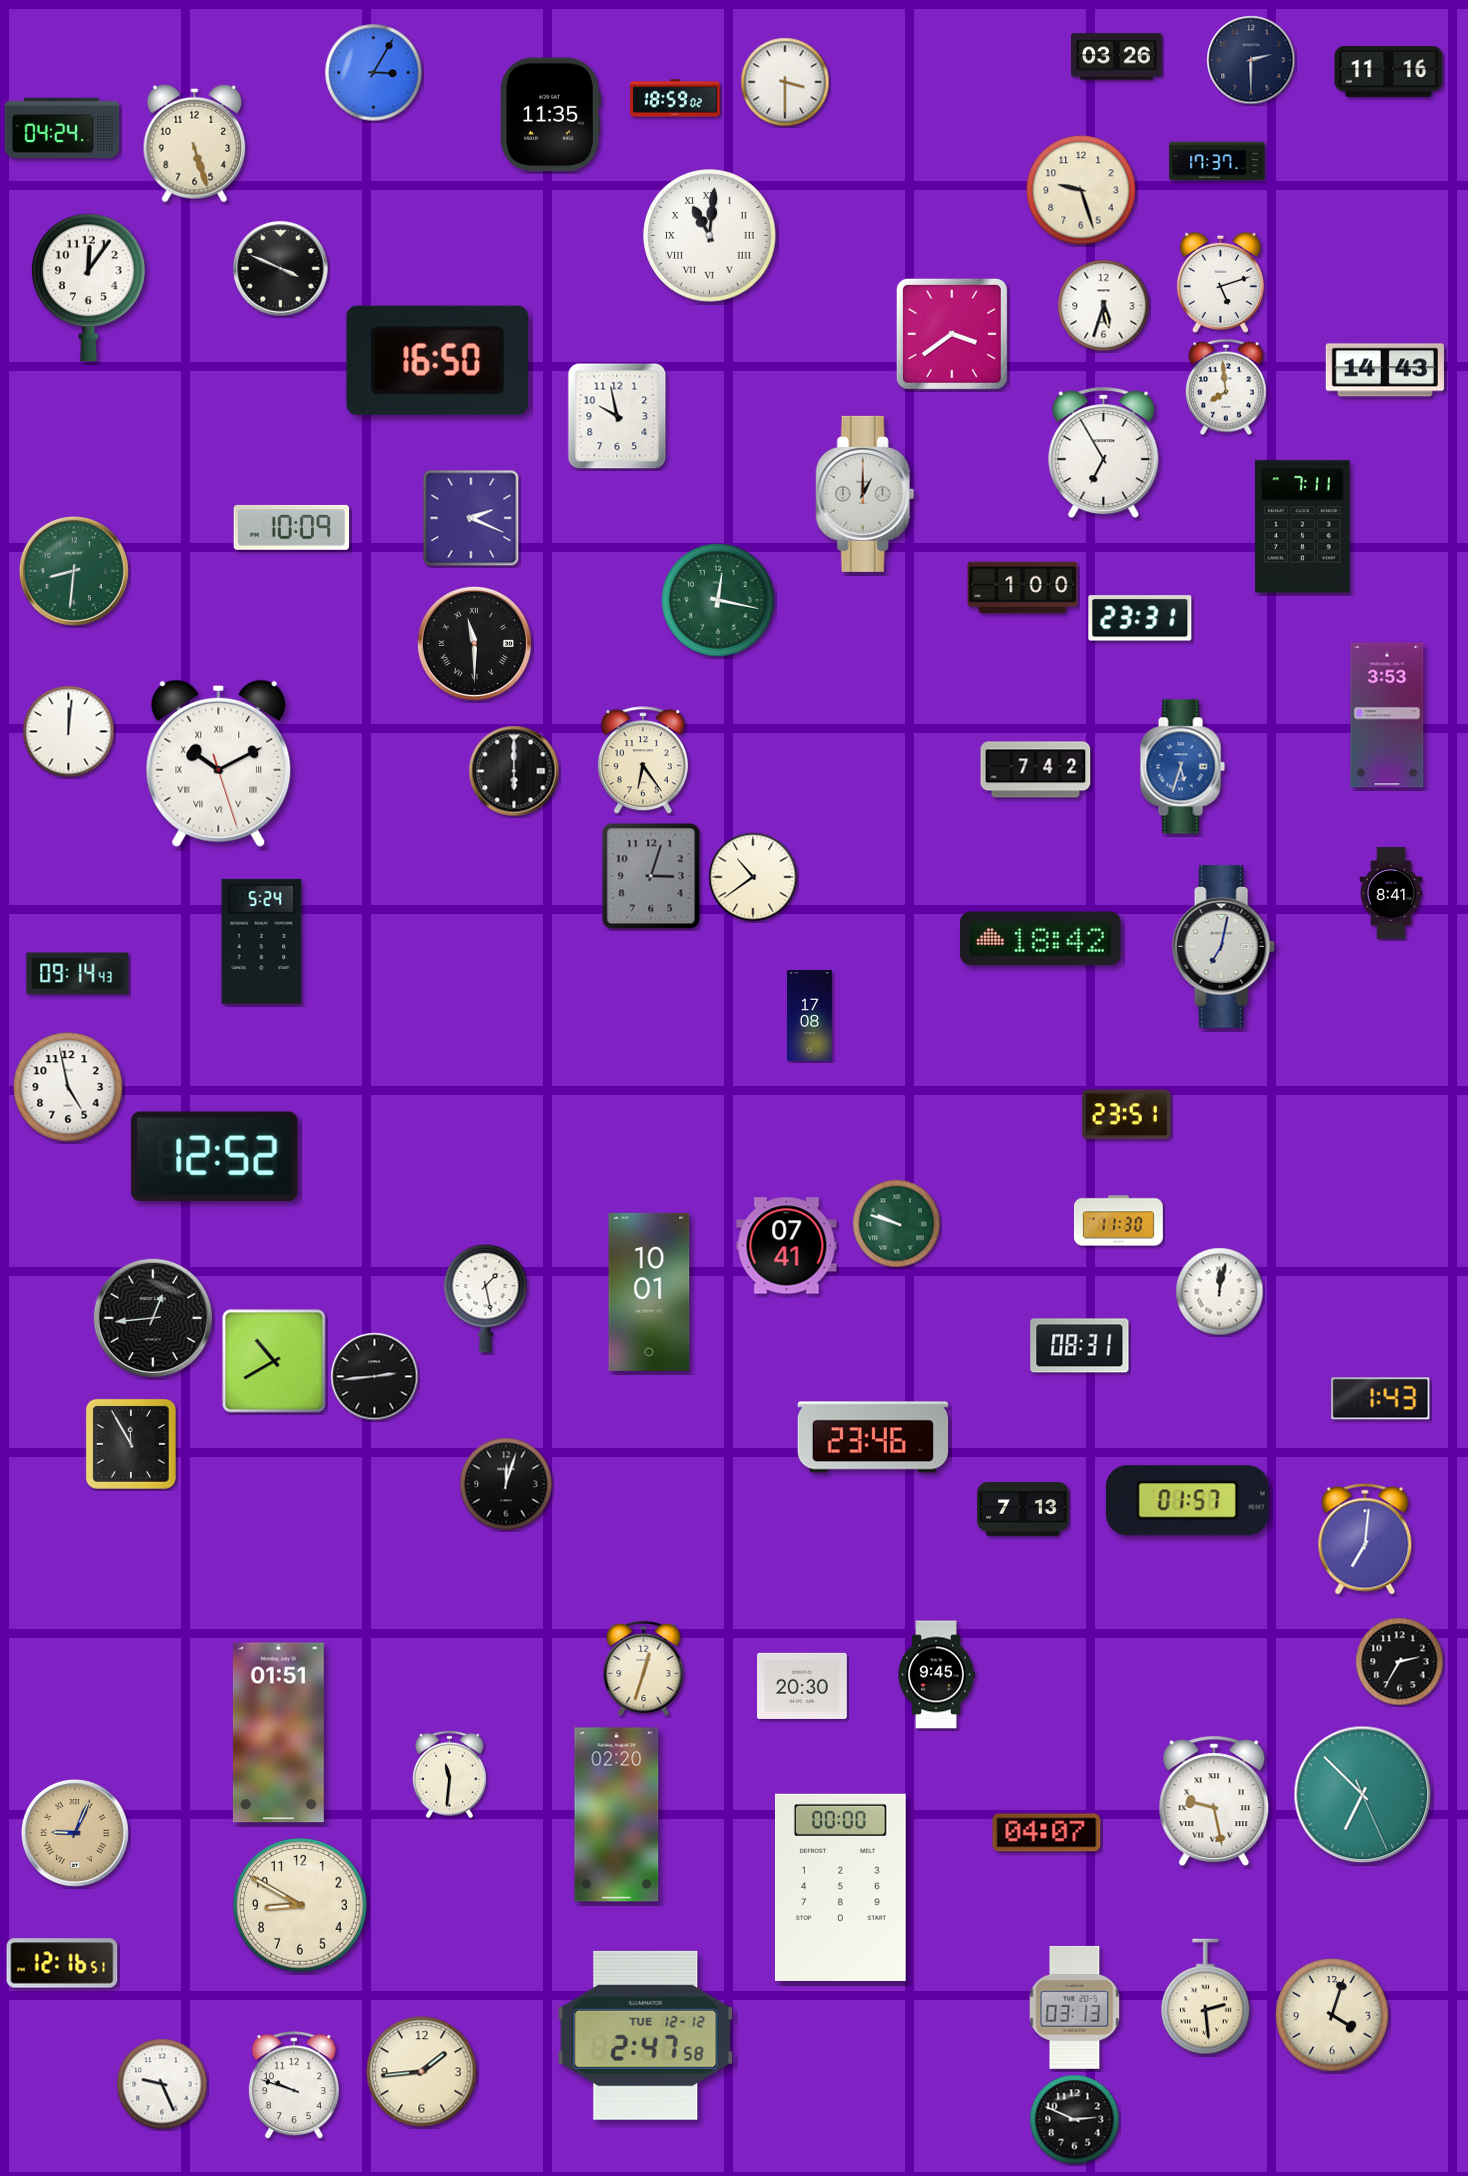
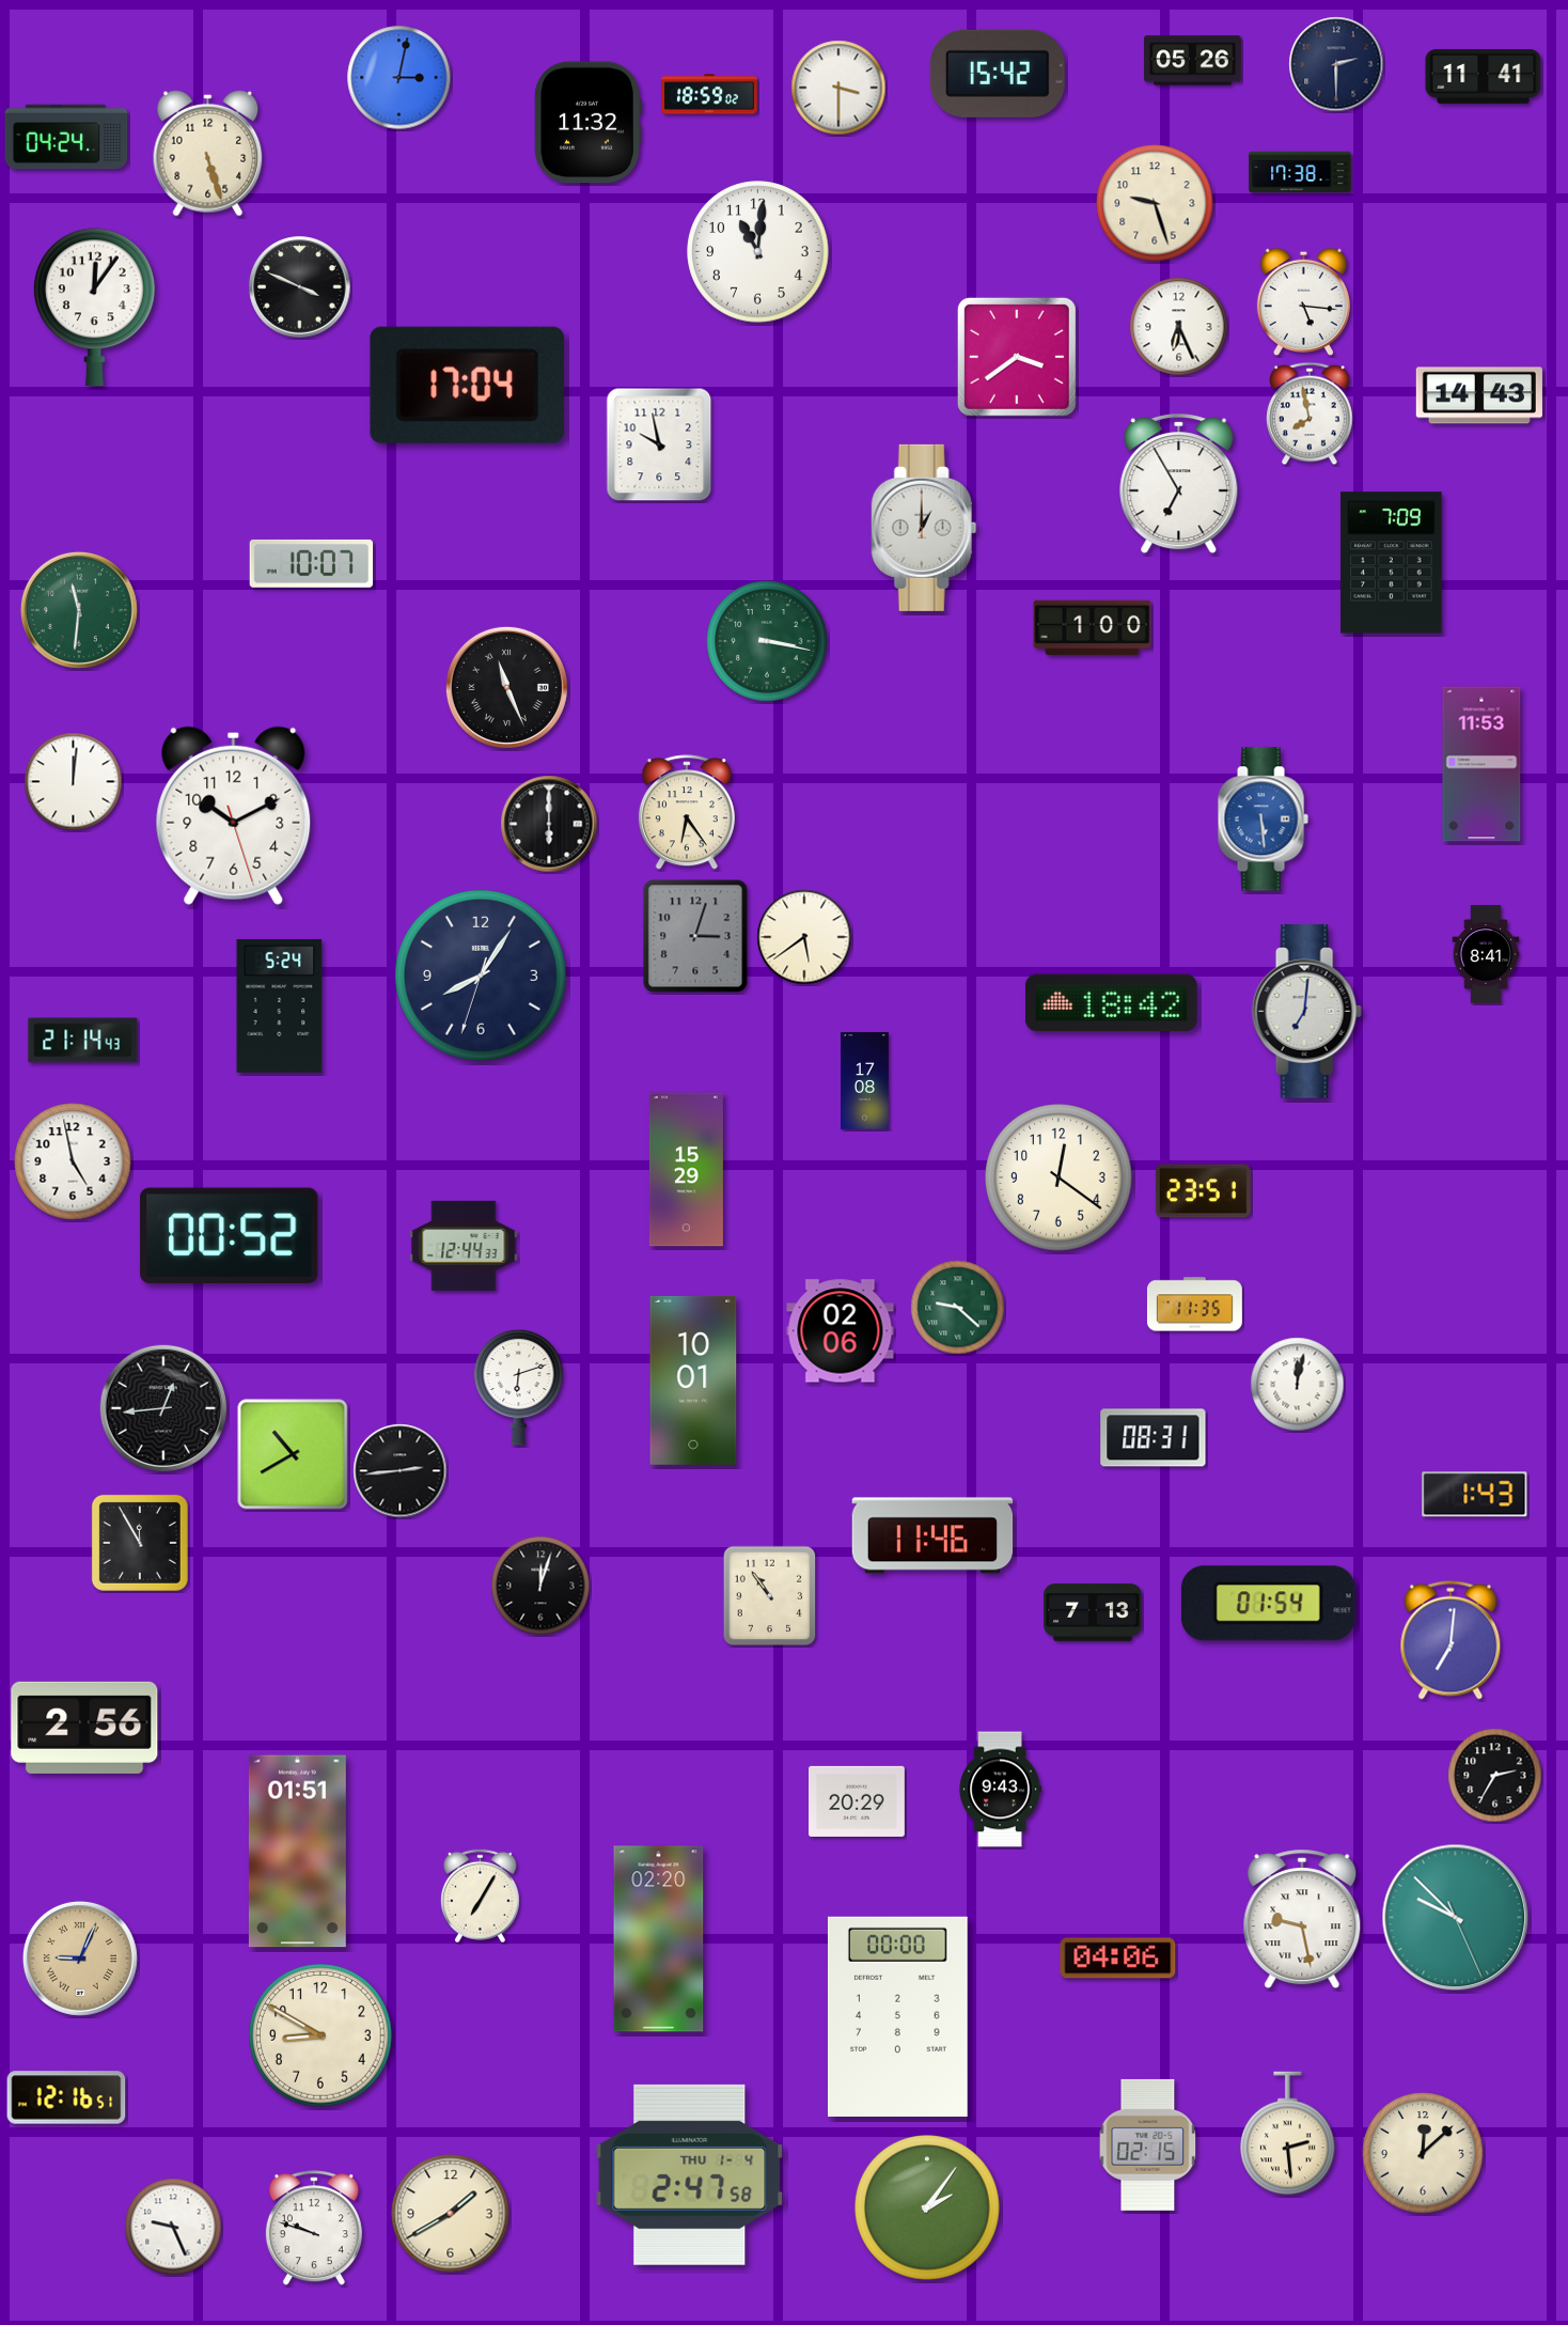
clock at (1117, 57): 03:26 -> 05:26
clock at (998, 74): none -> 15:42
clock at (1389, 72): 11:16 -> 11:41
clock at (374, 73): 3:05 -> 3:02
clock at (676, 98) position: (676, 98) -> (710, 94)
clock at (550, 115): 11:35 -> 11:32
clock at (1217, 161): 17:37 -> 17:38
clock at (710, 236) numerals: Roman -> Arabic
clock at (1220, 282): 5:12 -> 5:16
clock at (1104, 306): 5:33 -> 6:26
clock at (437, 360): 16:50 -> 17:04
clock at (1227, 387): 7:59 -> 7:58
clock at (471, 518): 2:19 -> none
clock at (292, 527): 10:09 -> 10:07
clock at (1303, 527): 7:11 -> 7:09
clock at (74, 571): 8:31 -> 11:31
clock at (718, 600): 12:17 -> 3:17
clock at (1140, 618): 23:31 -> none
clock at (474, 643): 11:30 -> 11:26
clock at (1387, 715): 3:53 -> 11:53
clock at (219, 763) numerals: Roman -> Arabic
clock at (1182, 767): 5:33 -> 5:29
clock at (1036, 770): 7:42 -> none
clock at (753, 877): 10:39 -> 5:39
clock at (481, 976): none -> 8:05
clock at (1223, 947): 7:02 -> 7:01
clock at (78, 974): 09:14 -> 21:14
clock at (810, 1016) position: (810, 1016) -> (865, 1081)
clock at (686, 1170): none -> 15:29
clock at (1059, 1177): none -> 12:21
clock at (215, 1156): 12:52 -> 00:52
clock at (464, 1246): none -> 12:44
clock at (1118, 1221): 11:30 -> 11:35
clock at (897, 1224): 9:48 -> 9:22
clock at (787, 1246): 07:41 -> 02:06
clock at (1220, 1292) position: (1220, 1292) -> (1298, 1385)
clock at (486, 1298): 1:28 -> 6:12
clock at (873, 1437): 23:46 -> 11:46
clock at (770, 1596): none -> 10:54
clock at (1187, 1501): 01:57 -> 01:54
clock at (1365, 1539) position: (1365, 1539) -> (1451, 1640)
clock at (84, 1728): none -> 2:56
clock at (644, 1669): 12:33 -> none
clock at (936, 1675): 9:45 -> 9:43
clock at (803, 1686): 20:30 -> 20:29
clock at (449, 1775): 11:31 -> 7:05
clock at (1363, 1795): 6:52 -> 9:52
clock at (1214, 1801) position: (1214, 1801) -> (1302, 1919)
clock at (1047, 1833): 04:07 -> 04:06
clock at (1075, 2007): 03:13 -> 02:15
clock at (1332, 2015): 4:03 -> 12:08
clock at (646, 2035) date: TUE 12-12 -> THU 1-4
clock at (927, 2207): none -> 2:06
clock at (422, 2072): 1:44 -> 1:40
clock at (1075, 2120): 2:49 -> none
